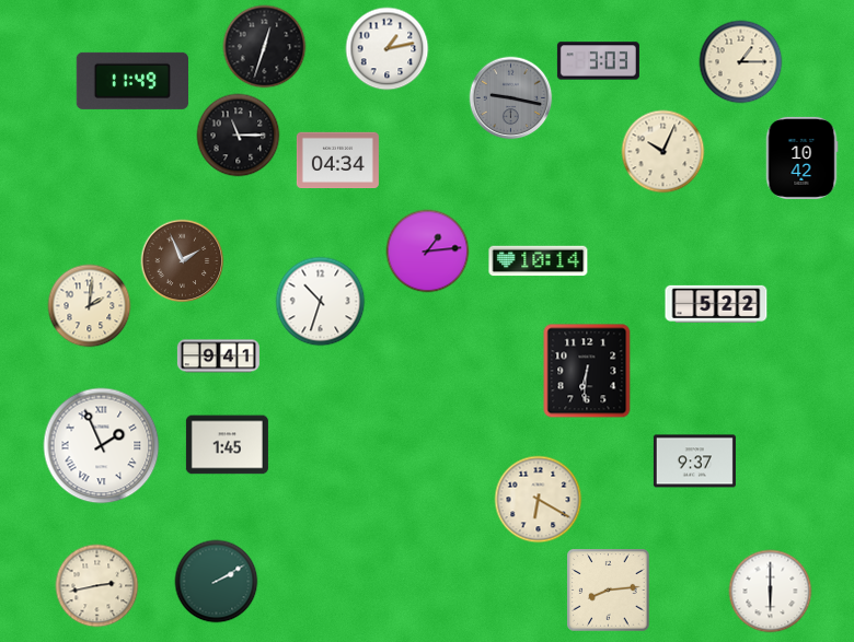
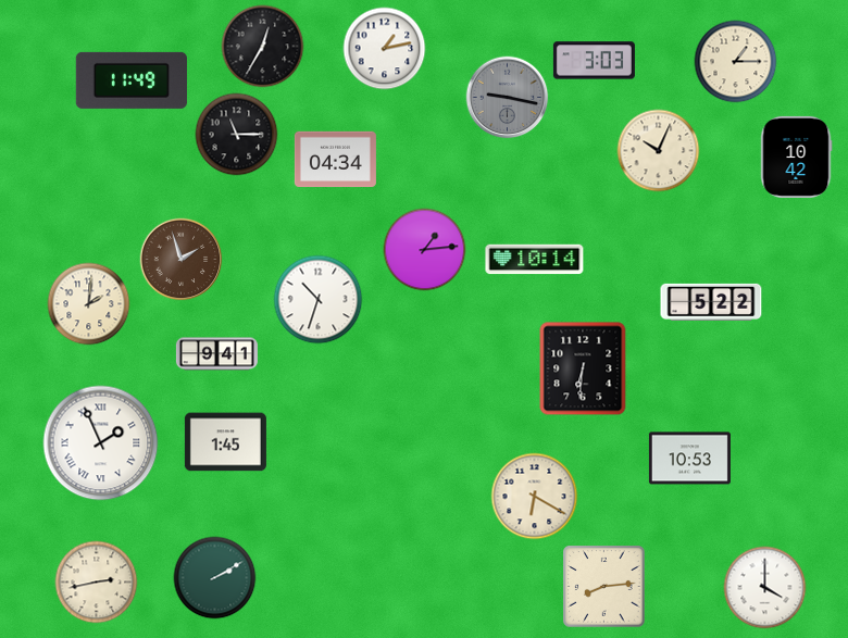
clock at (265, 47): 12:33 -> 12:35
clock at (183, 261): 1:56 -> 1:57
clock at (694, 462): 9:37 -> 10:53
clock at (771, 592): 6:00 -> 4:00
